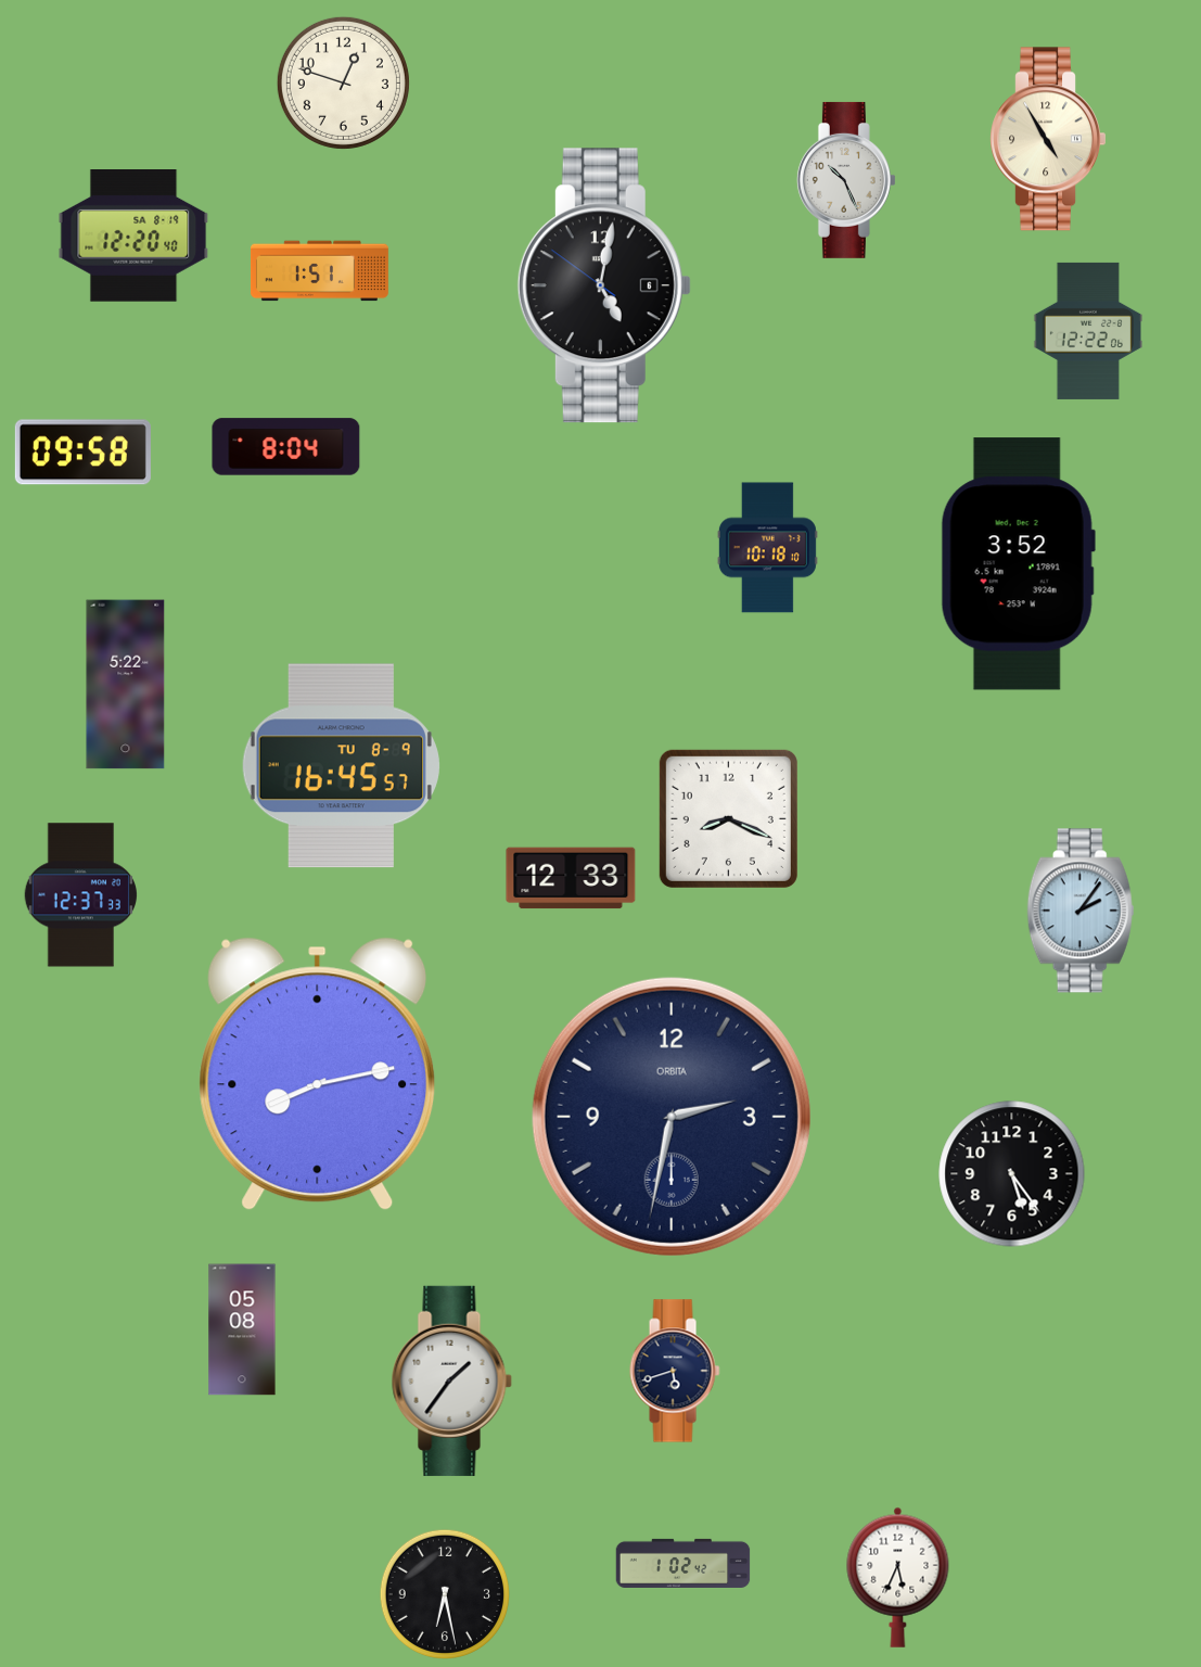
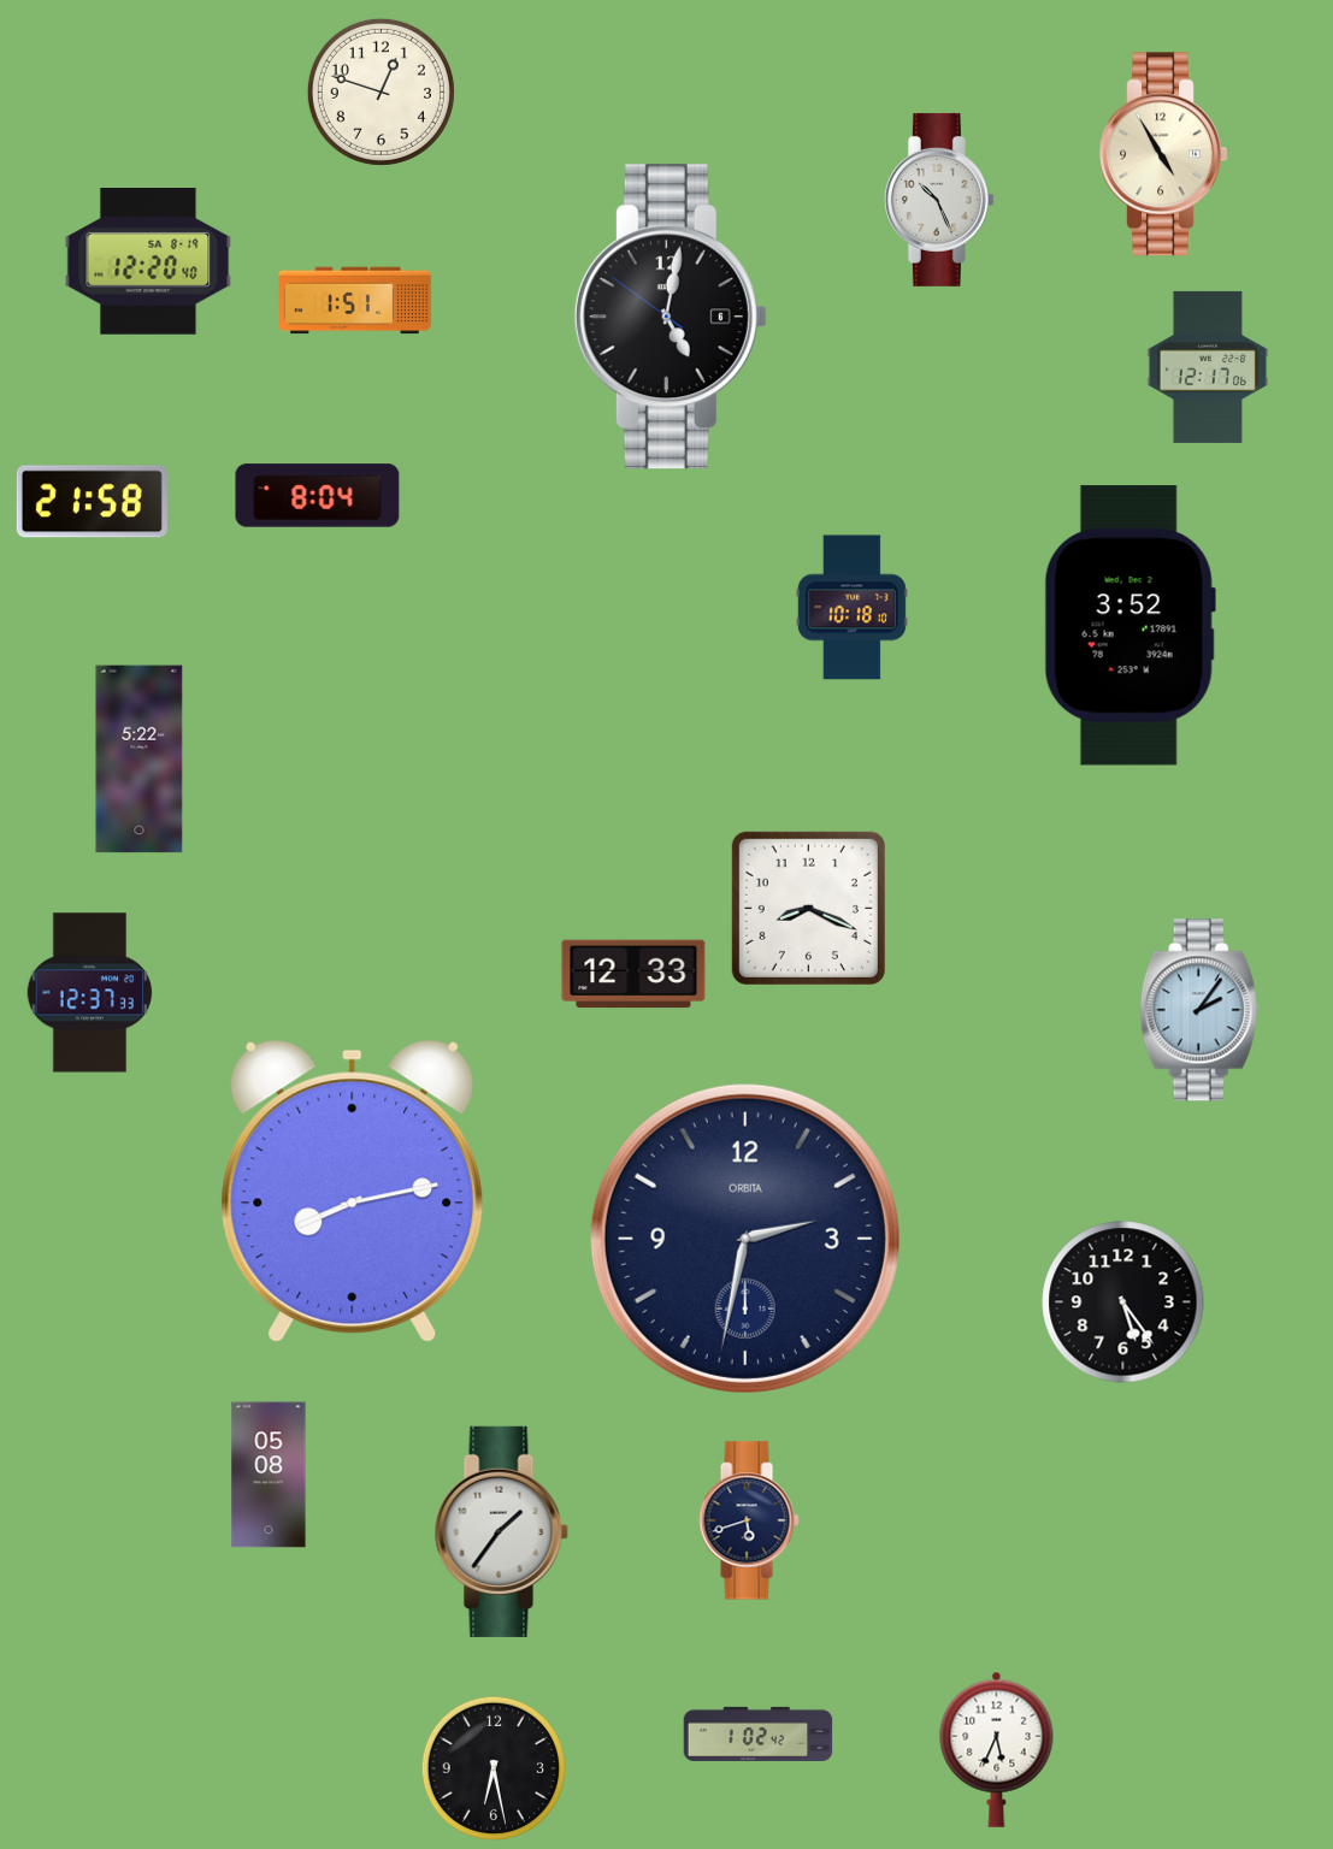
clock at (1087, 331): 12:22 -> 12:17
clock at (82, 453): 09:58 -> 21:58
clock at (341, 766): 16:45 -> none
